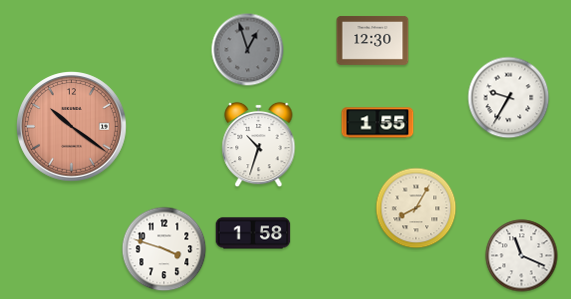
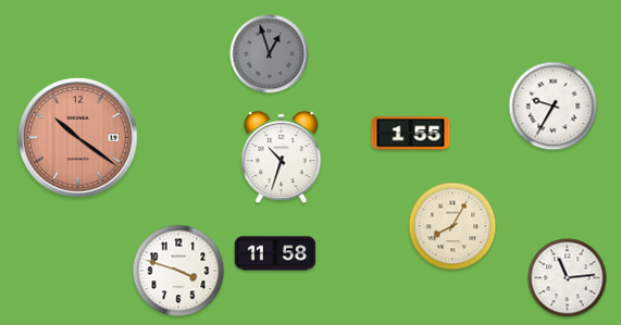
clock at (373, 40): 12:30 -> none
clock at (253, 233): 1:58 -> 11:58
clock at (522, 256): 11:19 -> 11:14
